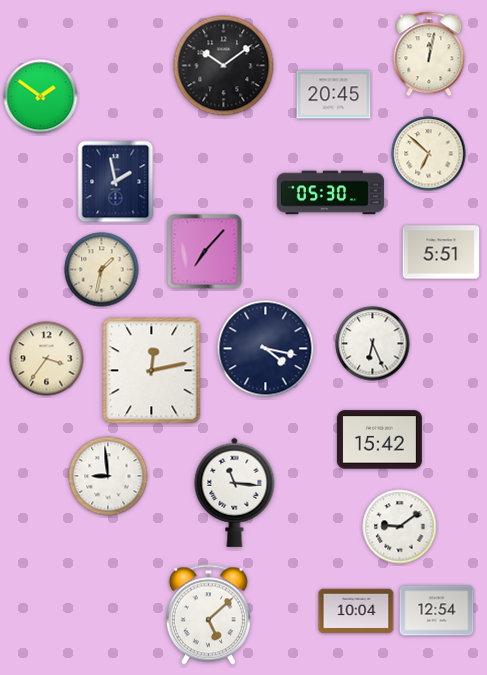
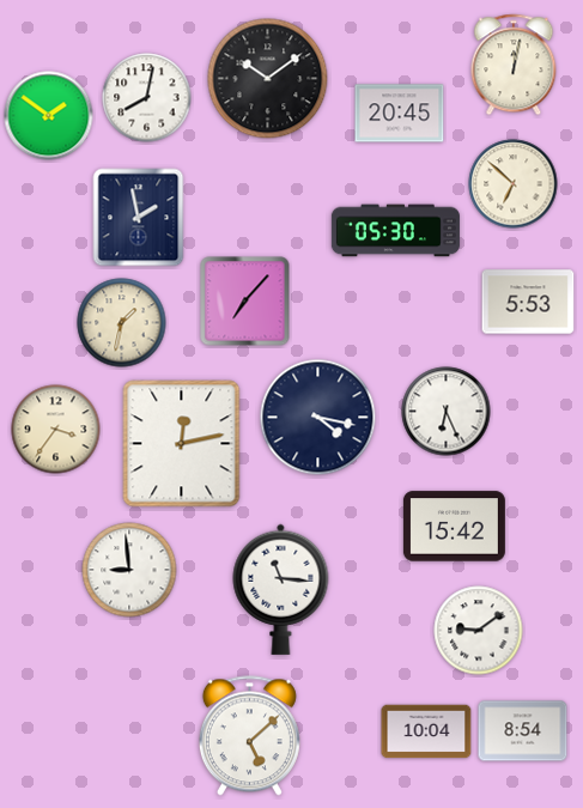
clock at (147, 98): none -> 8:02
clock at (441, 252): 5:51 -> 5:53
clock at (437, 611): 12:54 -> 8:54
